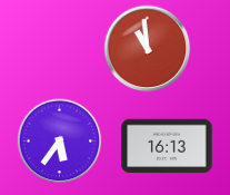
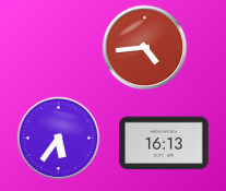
clock at (148, 49): 10:59 -> 4:44
